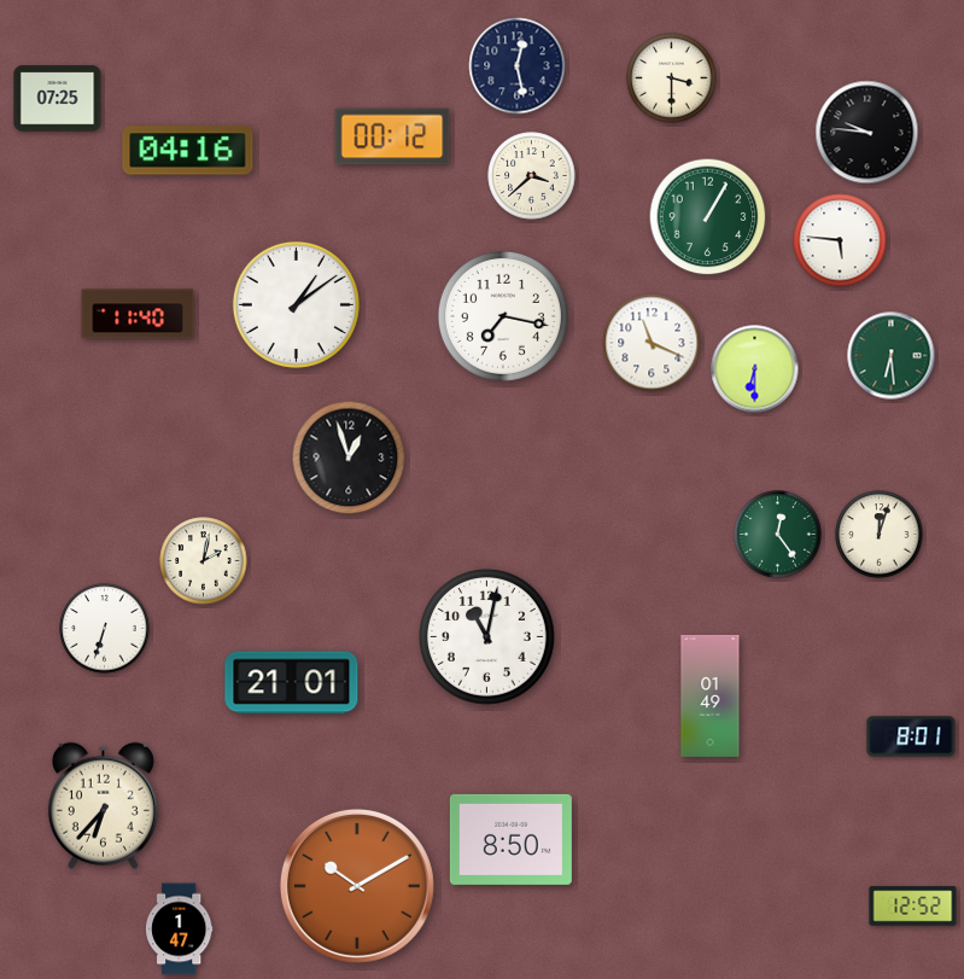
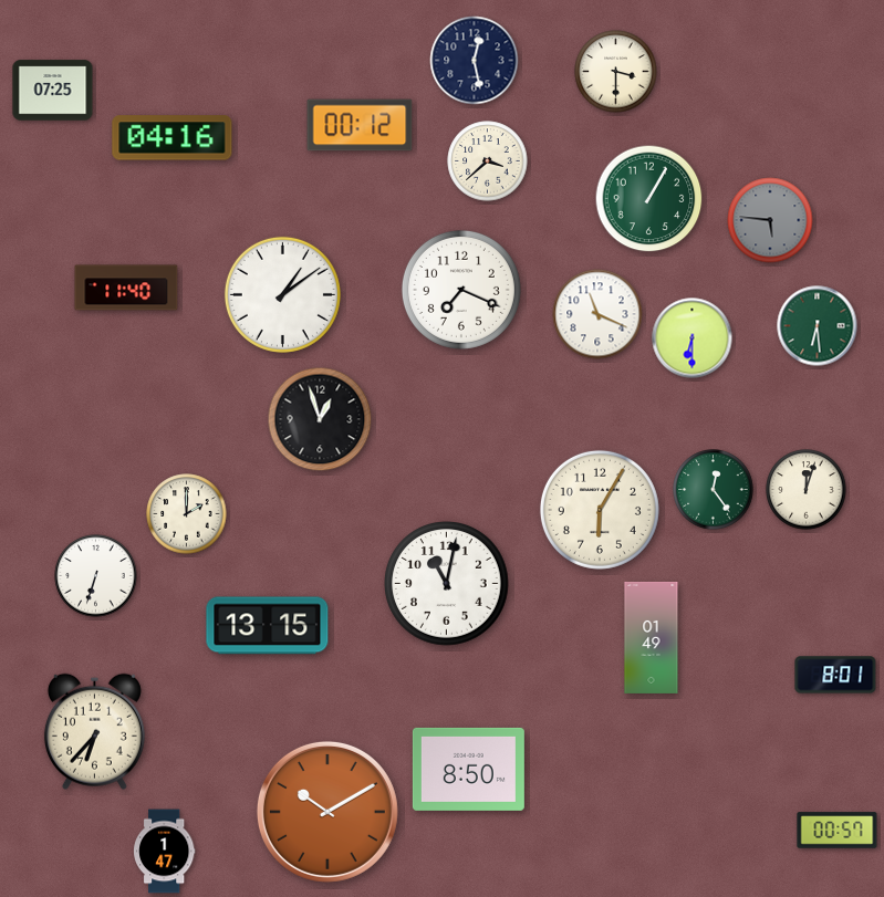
clock at (867, 133): 9:46 -> none
clock at (840, 240) dial: white -> grey
clock at (296, 304) position: (296, 304) -> (282, 294)
clock at (503, 316): 7:17 -> 7:19
clock at (600, 510): none -> 6:05
clock at (204, 561): 2:02 -> 2:00
clock at (292, 683): 21:01 -> 13:15
clock at (103, 805) position: (103, 805) -> (94, 731)
clock at (913, 907): 12:52 -> 00:57
